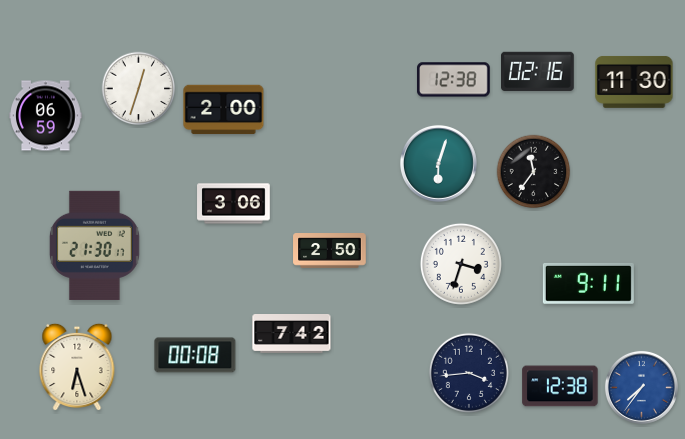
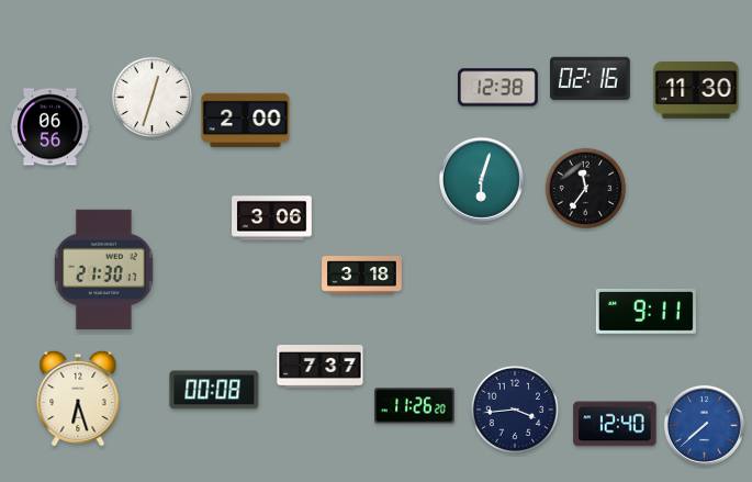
clock at (46, 116): 06:59 -> 06:56
clock at (234, 204) position: (234, 204) -> (272, 218)
clock at (330, 251): 2:50 -> 3:18
clock at (461, 264): 3:33 -> none
clock at (292, 334): 7:42 -> 7:37
clock at (77, 367) position: (77, 367) -> (78, 399)
clock at (415, 406): none -> 11:26
clock at (560, 386): 12:38 -> 12:40
clock at (641, 387): 7:36 -> 7:38
